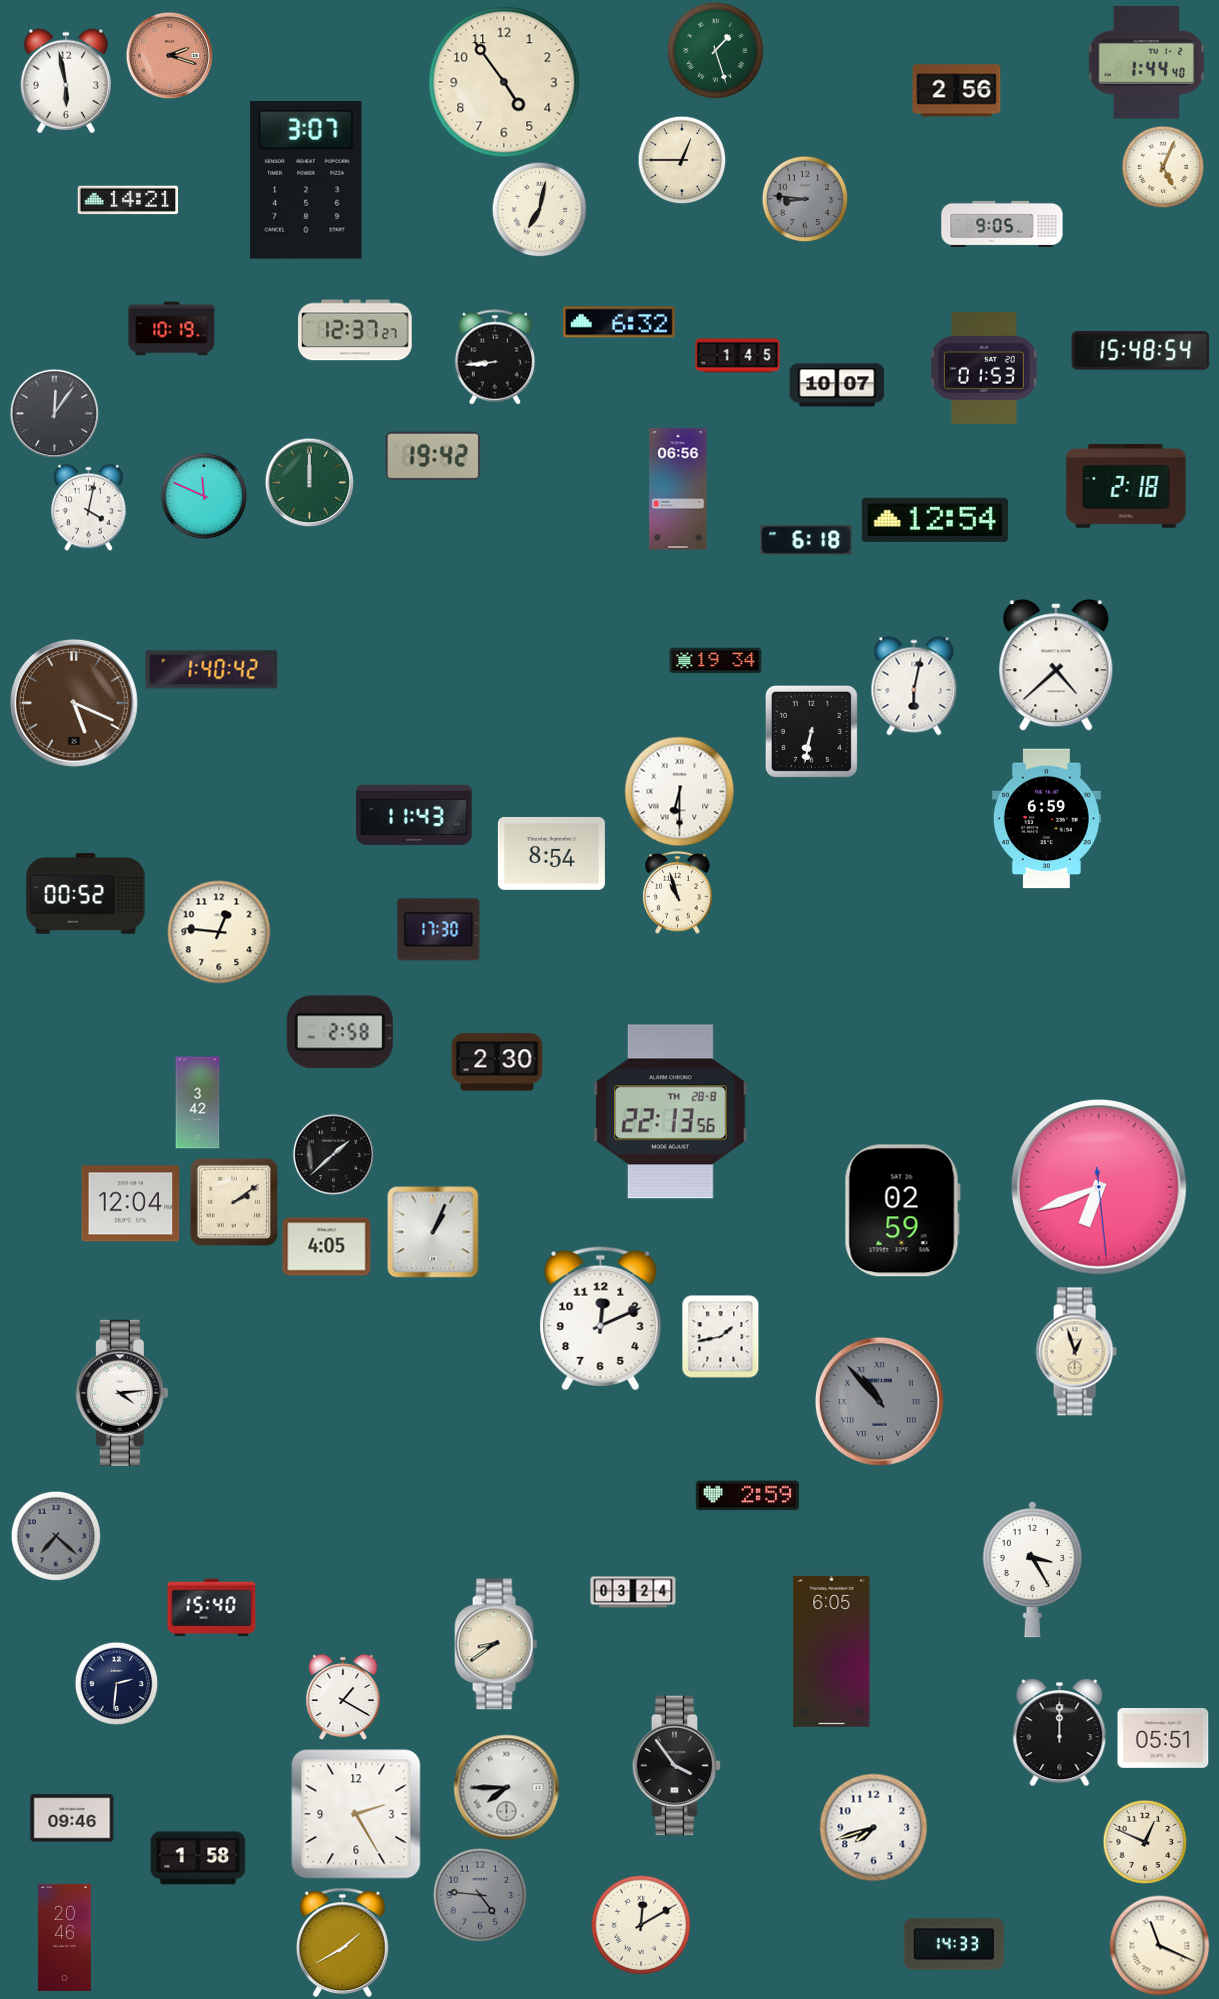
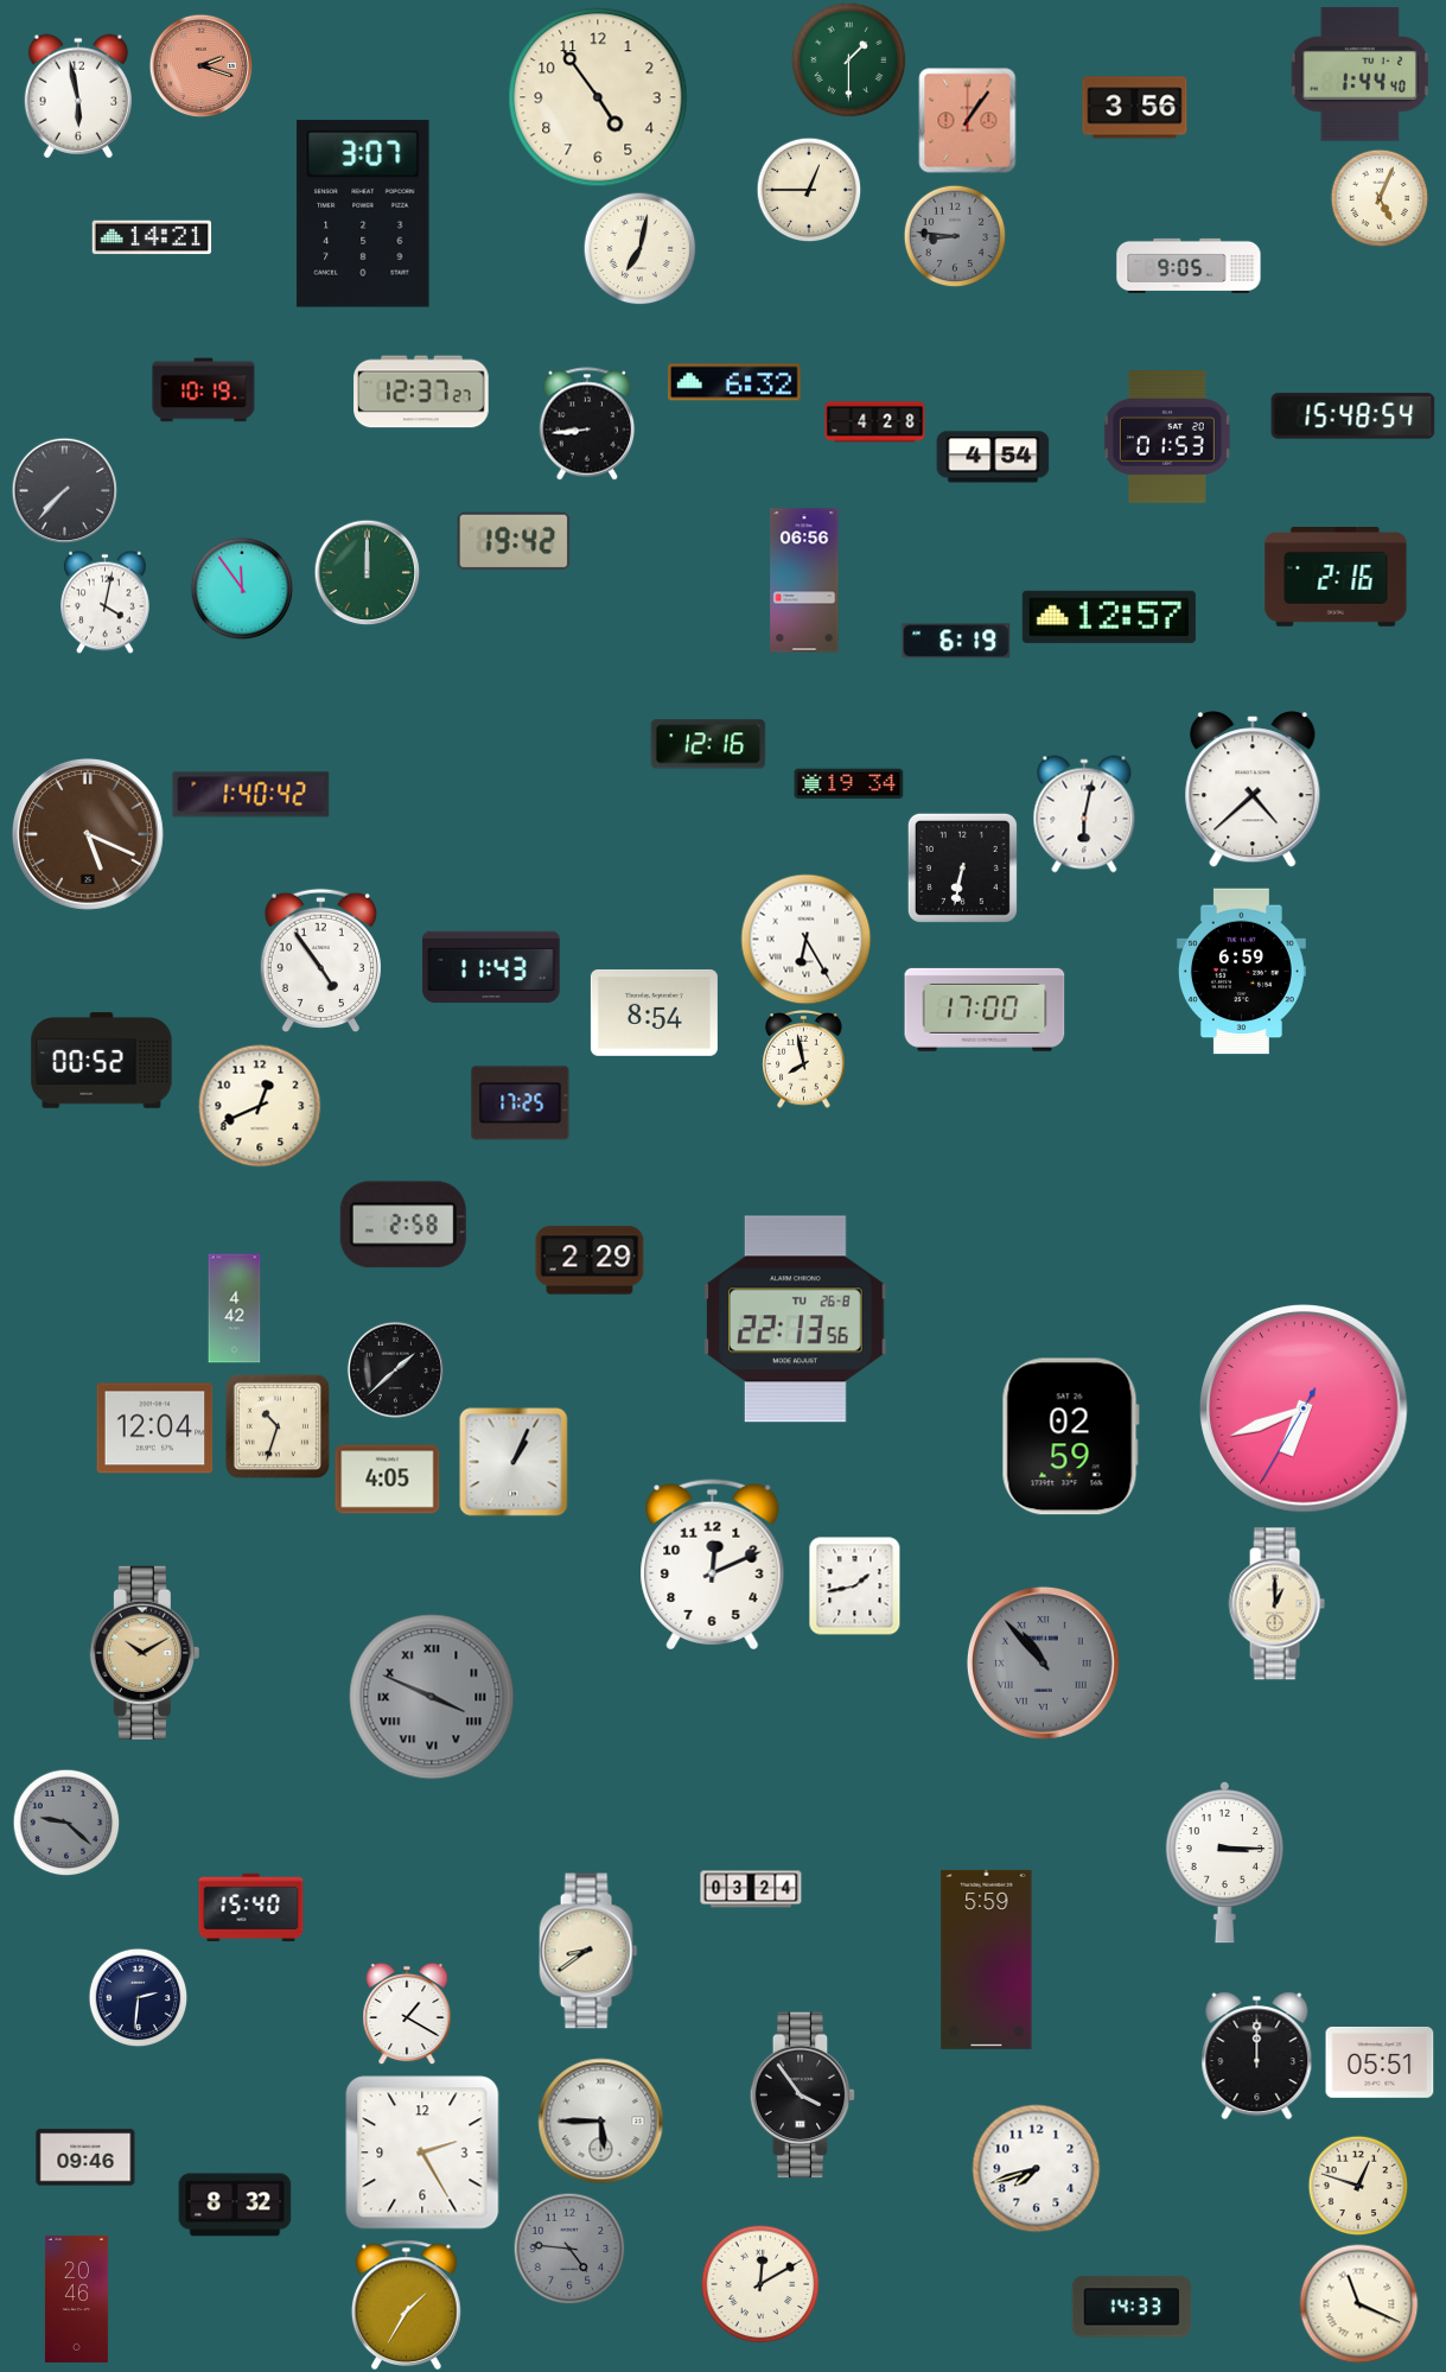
clock at (715, 50): 1:27 -> 1:30
clock at (957, 91): 2:56 -> 3:56
clock at (968, 121): none -> 1:06
clock at (738, 356): 1:45 -> 4:28
clock at (837, 385): 10:07 -> 4:54
clock at (54, 413): 12:06 -> 7:37
clock at (1126, 487): 2:18 -> 2:16
clock at (204, 496): 11:49 -> 11:54
clock at (935, 520): 12:54 -> 12:57
clock at (806, 540): 6:18 -> 6:19
clock at (708, 744): none -> 12:16
clock at (680, 792): 6:30 -> 6:25
clock at (320, 960): none -> 4:54
clock at (985, 1010): none -> 17:00
clock at (678, 893): 10:57 -> 7:58
clock at (439, 930): 17:30 -> 17:25
clock at (219, 932): 12:46 -> 12:41
clock at (497, 1062): 2:30 -> 2:29
clock at (198, 1103): 3:42 -> 4:42
clock at (671, 1112) date: TH 28-8 -> TU 26-8
clock at (1100, 1188): 6:41:29 -> 6:41:35
clock at (234, 1202): 2:09 -> 10:33
clock at (1076, 1352): 12:57 -> 1:00
clock at (122, 1393): 4:14 -> 10:10
clock at (122, 1393) dial: white -> champagne
clock at (432, 1697): none -> 3:49
clock at (747, 1496): 2:59 -> none
clock at (56, 1536): 7:22 -> 9:22
clock at (1032, 1569): 3:25 -> 3:15
clock at (832, 1651): 6:05 -> 5:59
clock at (507, 1788): 7:45 -> 5:45
clock at (1145, 1842): 12:49 -> 12:48
clock at (198, 1858): 1:58 -> 8:32
clock at (342, 1943): 1:40 -> 1:35
clock at (1160, 1946) position: (1160, 1946) -> (1359, 2304)
